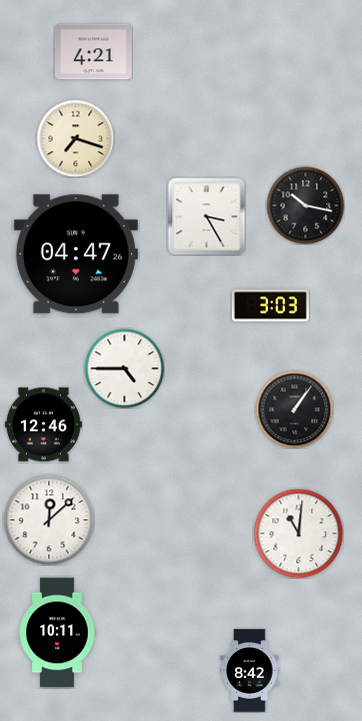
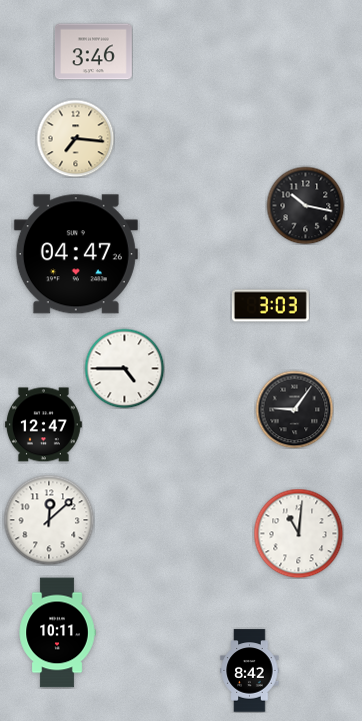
clock at (93, 52): 4:21 -> 3:46
clock at (75, 138): 7:18 -> 7:16
clock at (206, 216): 3:25 -> none
clock at (294, 409): 1:06 -> 9:06
clock at (43, 425): 12:46 -> 12:47
